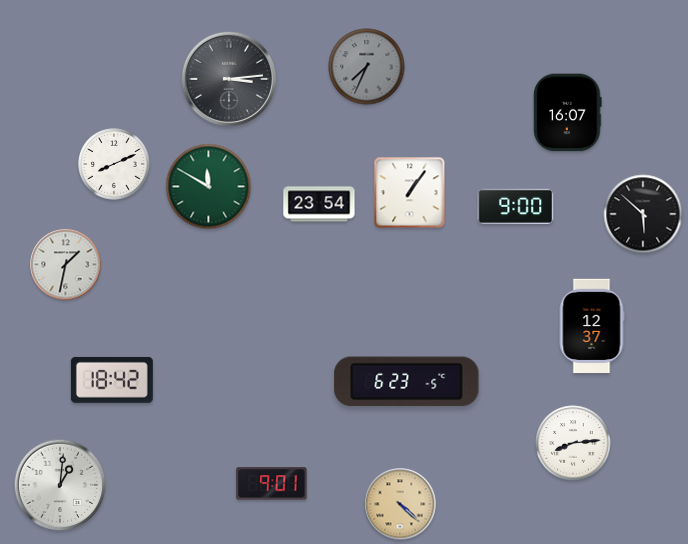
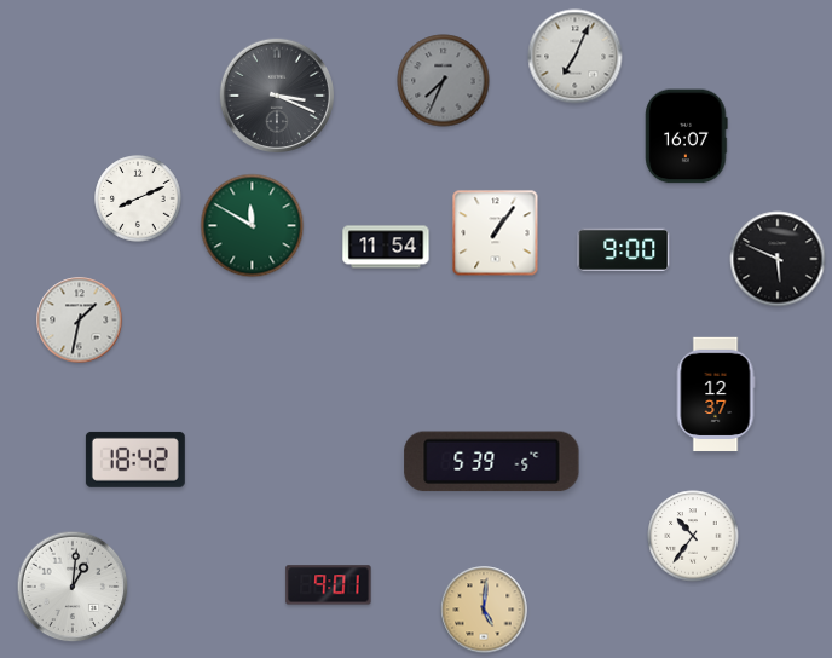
clock at (576, 57): none -> 7:04
clock at (228, 78): 3:14 -> 3:19
clock at (319, 204): 23:54 -> 11:54
clock at (643, 214): 5:52 -> 5:49
clock at (407, 382): 6:23 -> 5:39
clock at (573, 443): 8:14 -> 10:36
clock at (400, 504): 4:22 -> 5:01
